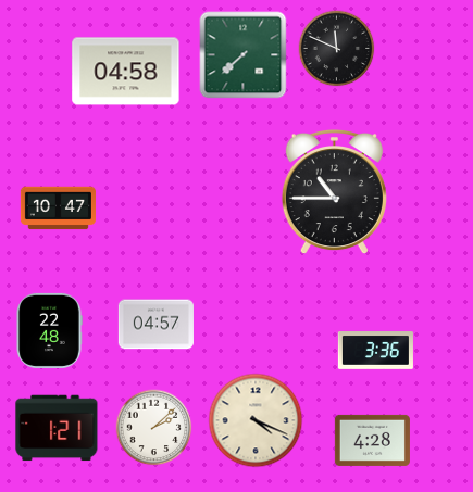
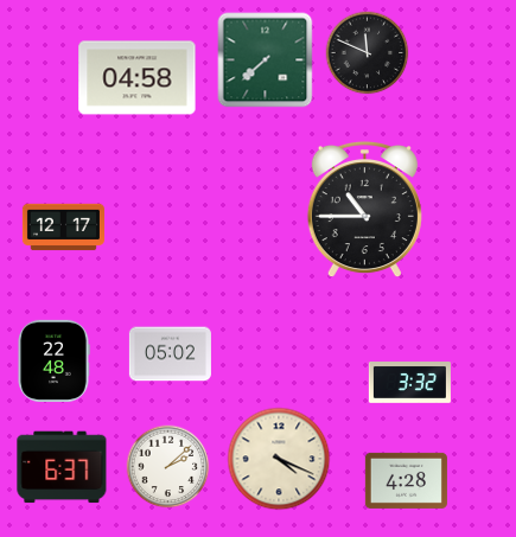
clock at (58, 209): 10:47 -> 12:17
clock at (155, 325): 04:57 -> 05:02
clock at (375, 351): 3:36 -> 3:32
clock at (57, 428): 1:21 -> 6:37
